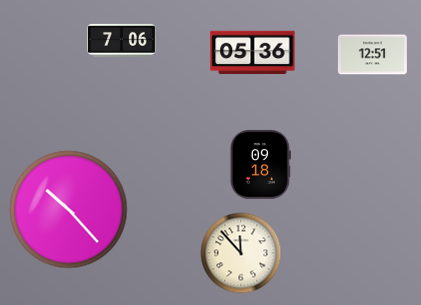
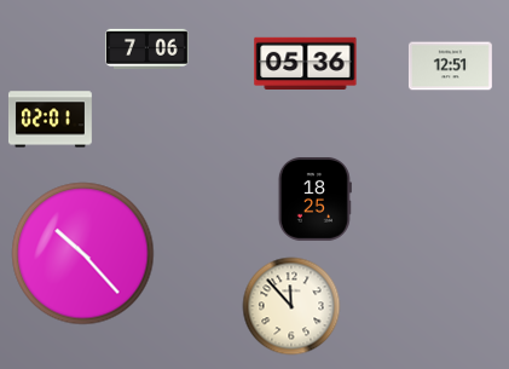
clock at (50, 120): none -> 02:01
clock at (260, 164): 09:18 -> 18:25
